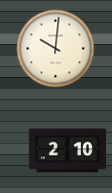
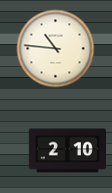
clock at (55, 48): 10:01 -> 10:46
